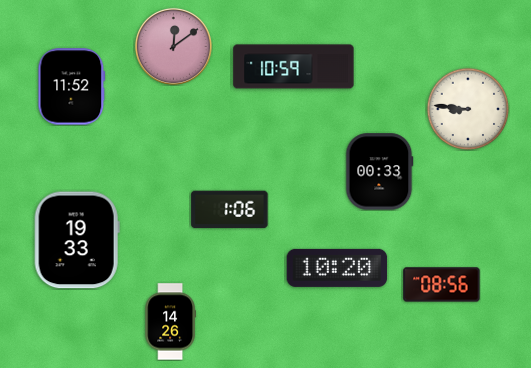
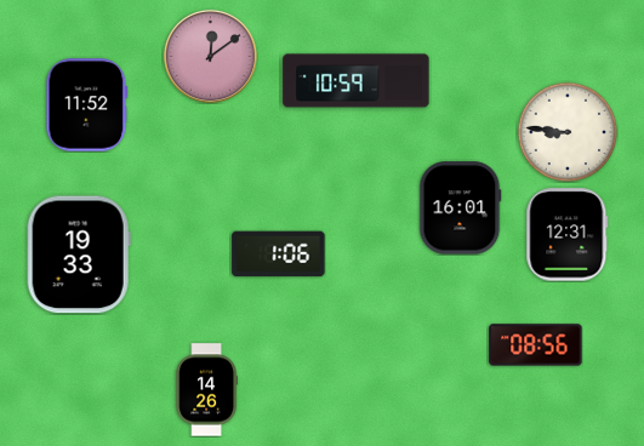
clock at (380, 172): 00:33 -> 16:01
clock at (568, 235): none -> 12:31
clock at (77, 240) position: (77, 240) -> (79, 255)
clock at (337, 268): 10:20 -> none
